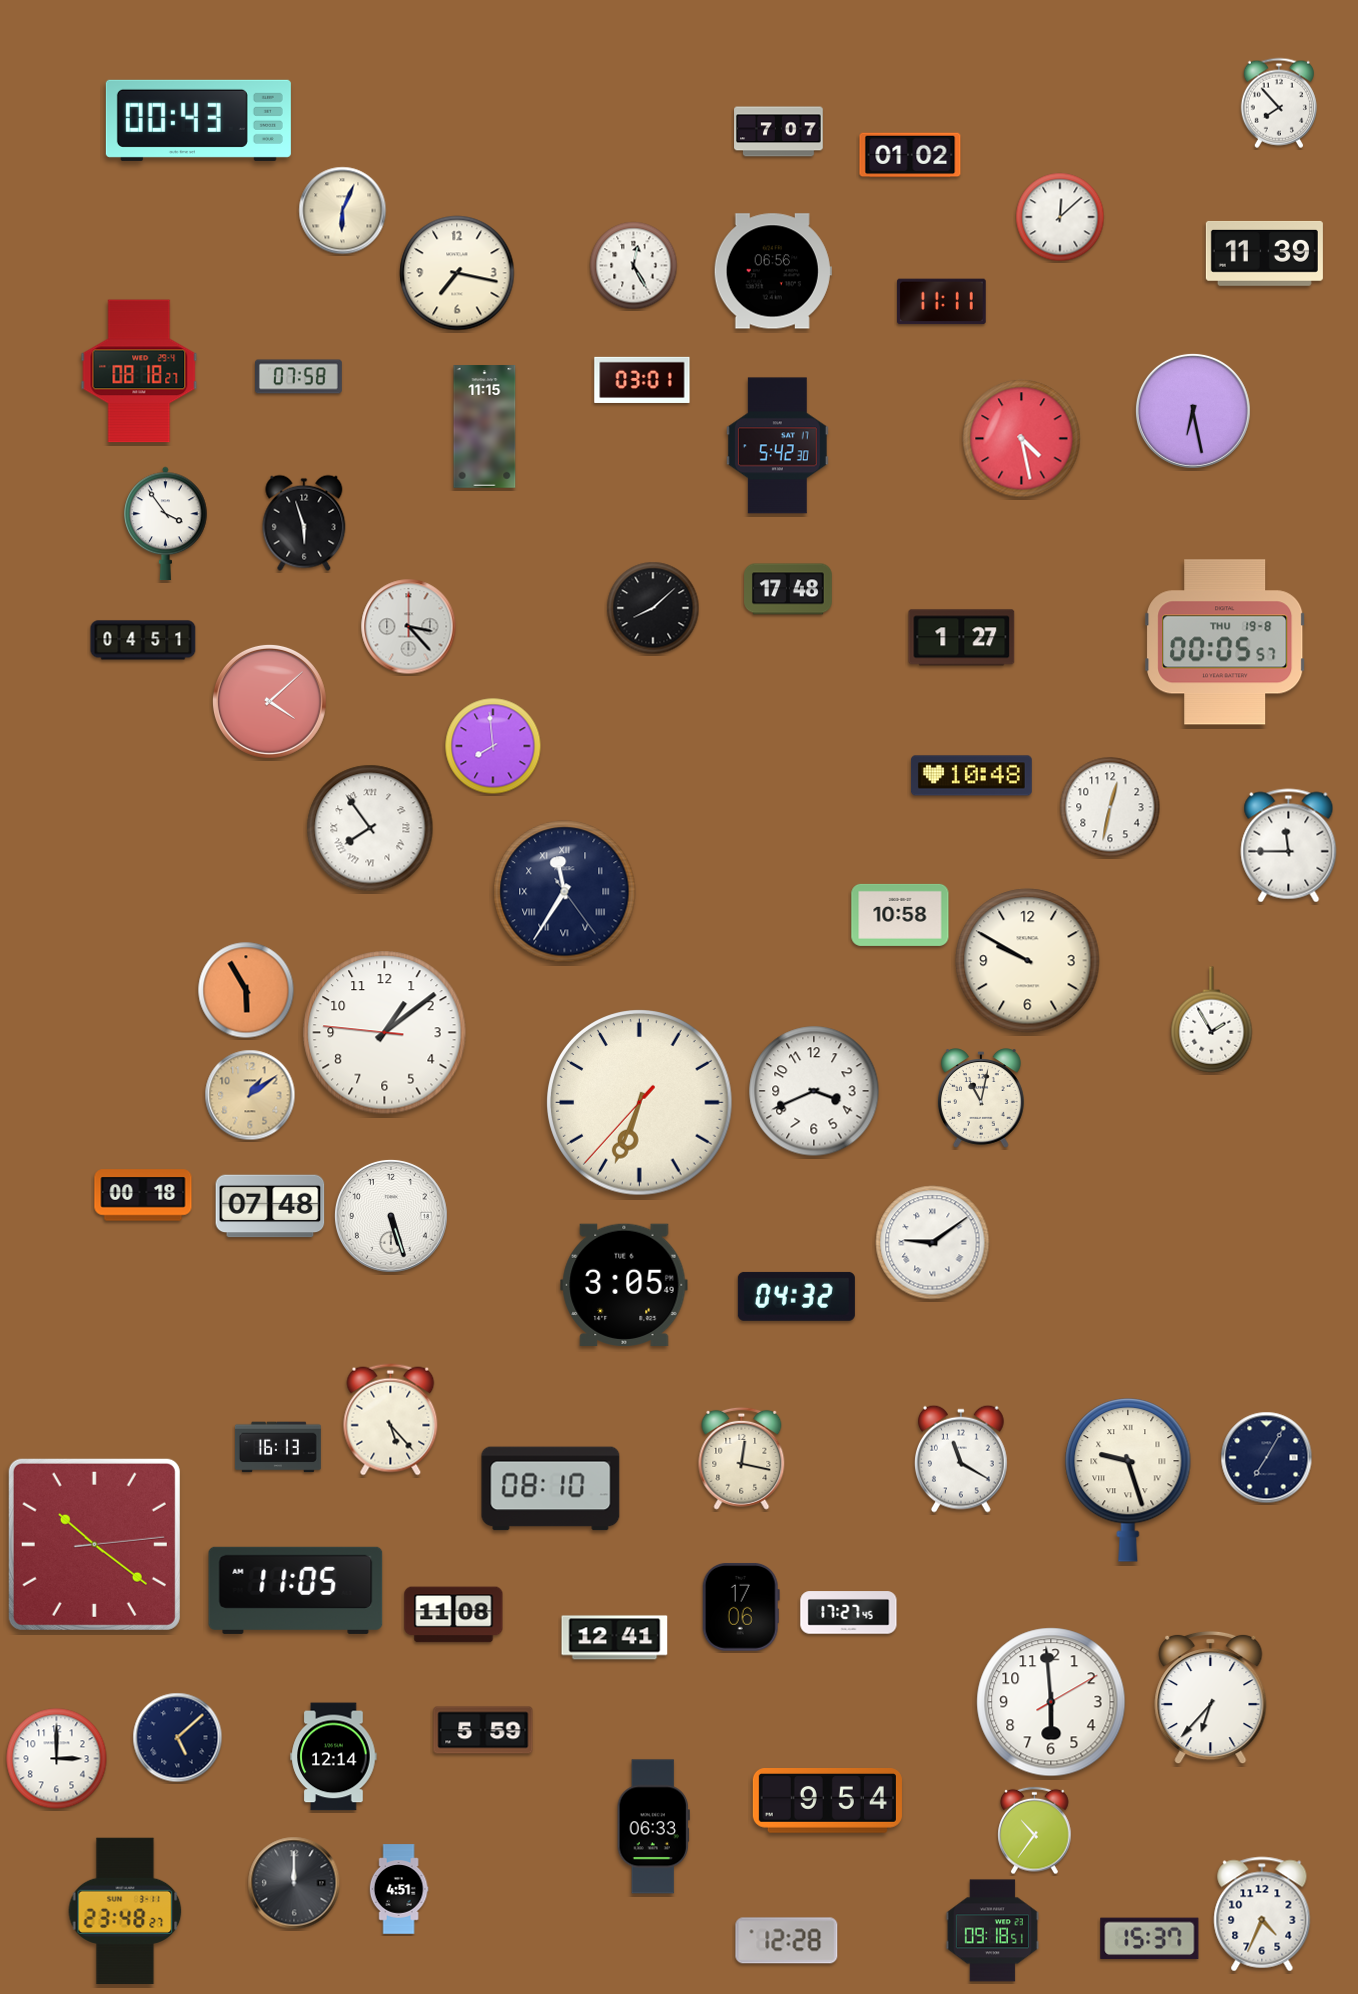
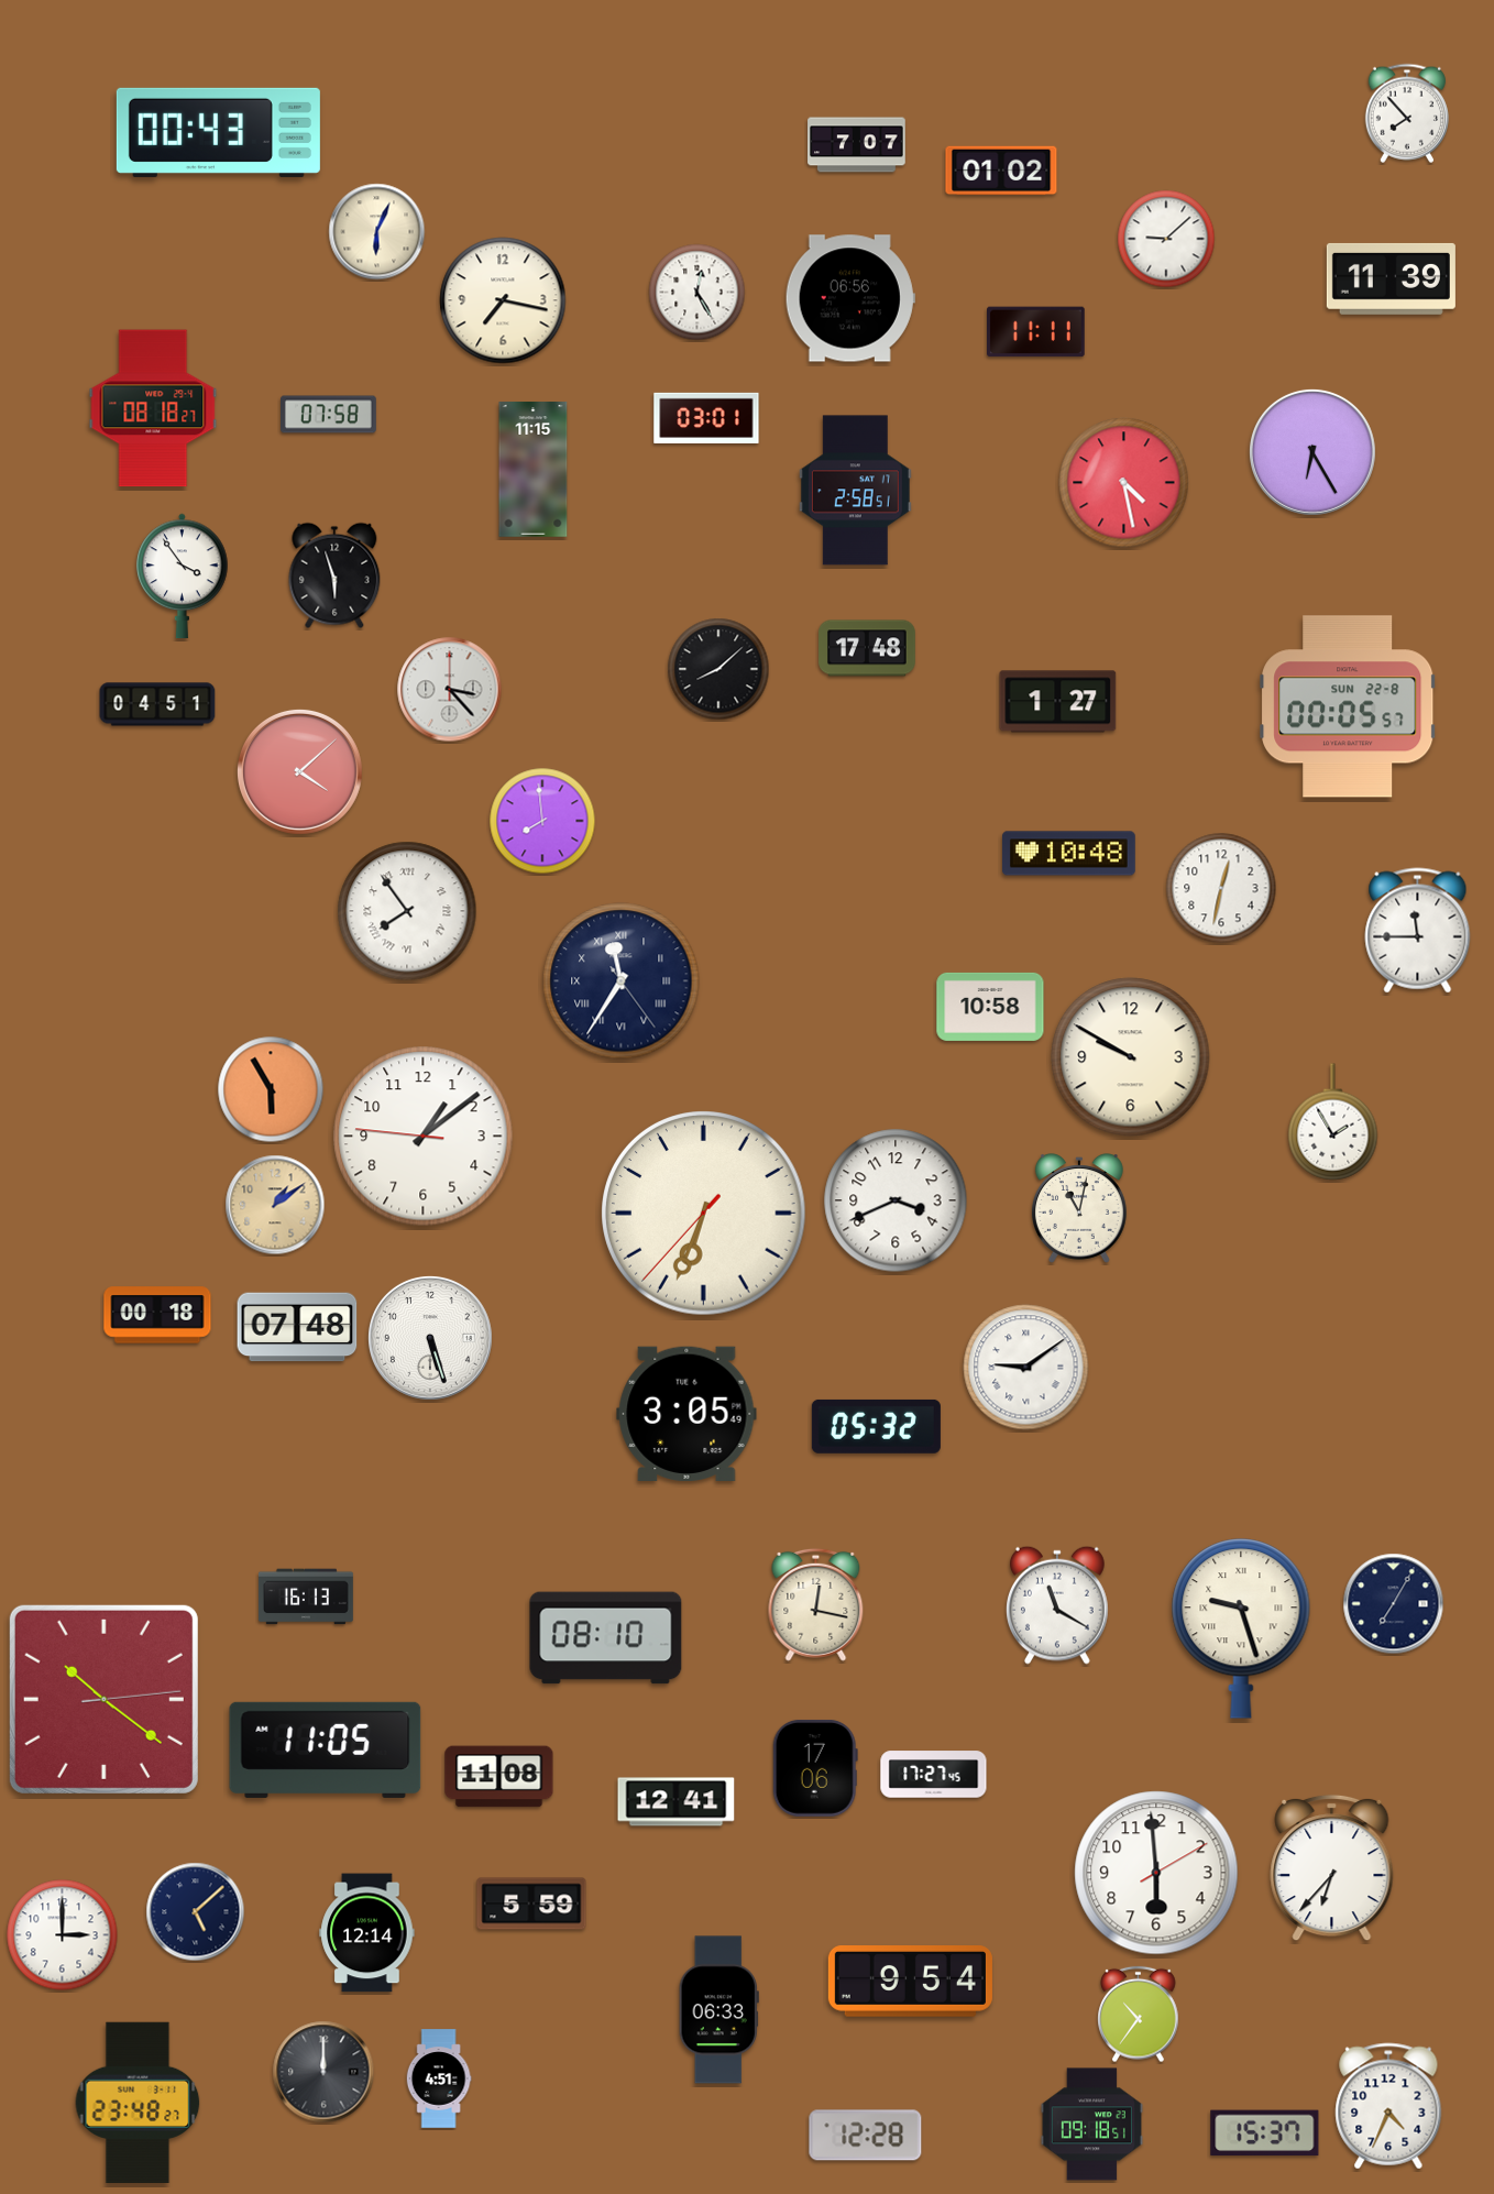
clock at (1060, 217): 12:08 -> 9:08
clock at (1193, 411): 6:28 -> 6:25
clock at (777, 446): 5:42 -> 2:58
clock at (1225, 642) date: THU 19-8 -> SUN 22-8
clock at (269, 701) position: (269, 701) -> (299, 771)
clock at (796, 1296): 04:32 -> 05:32
clock at (391, 1420): 5:23 -> none
clock at (278, 1447) position: (278, 1447) -> (306, 1597)
